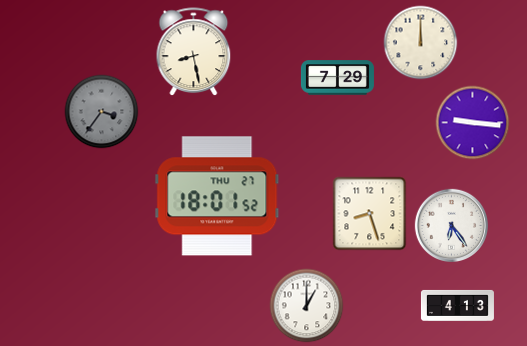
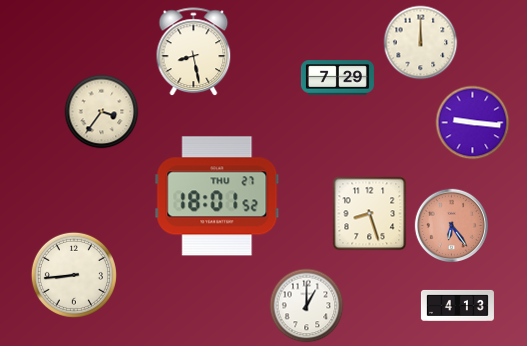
clock at (102, 112) dial: grey -> cream
clock at (451, 225) dial: white -> salmon
clock at (74, 275): none -> 8:44
